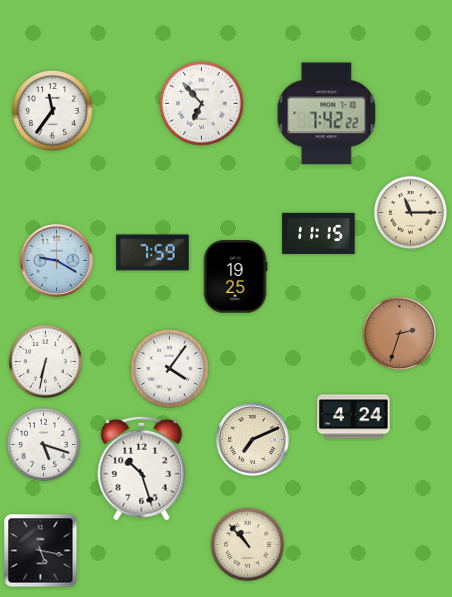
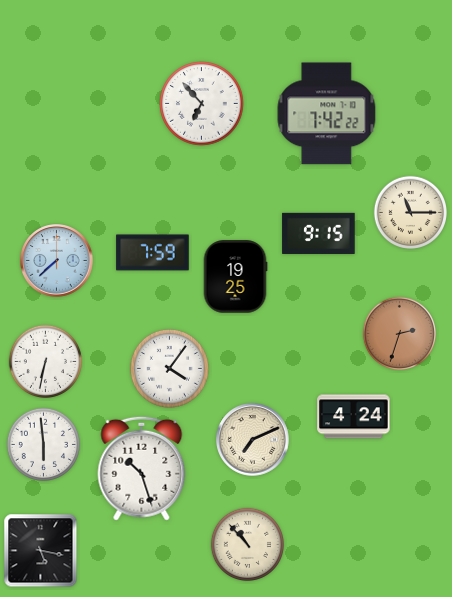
clock at (52, 110): 11:36 -> none
clock at (319, 233): 11:15 -> 9:15
clock at (57, 261): 9:20 -> 7:38
clock at (43, 444): 5:18 -> 5:59
